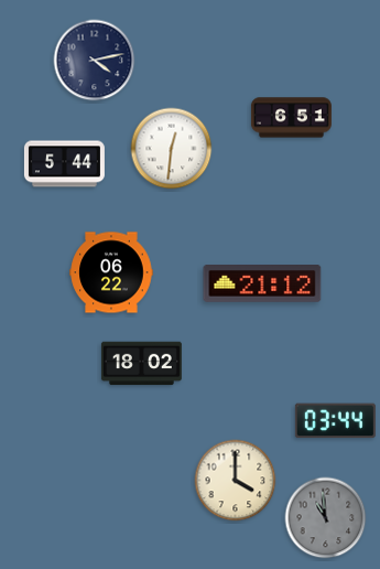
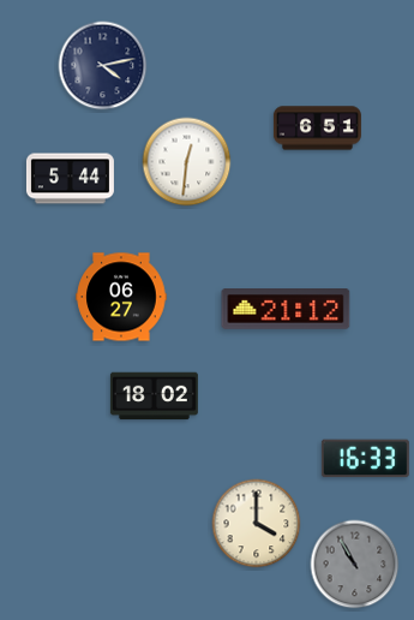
clock at (111, 272): 06:22 -> 06:27
clock at (335, 421): 03:44 -> 16:33
clock at (326, 518): 10:59 -> 10:55
